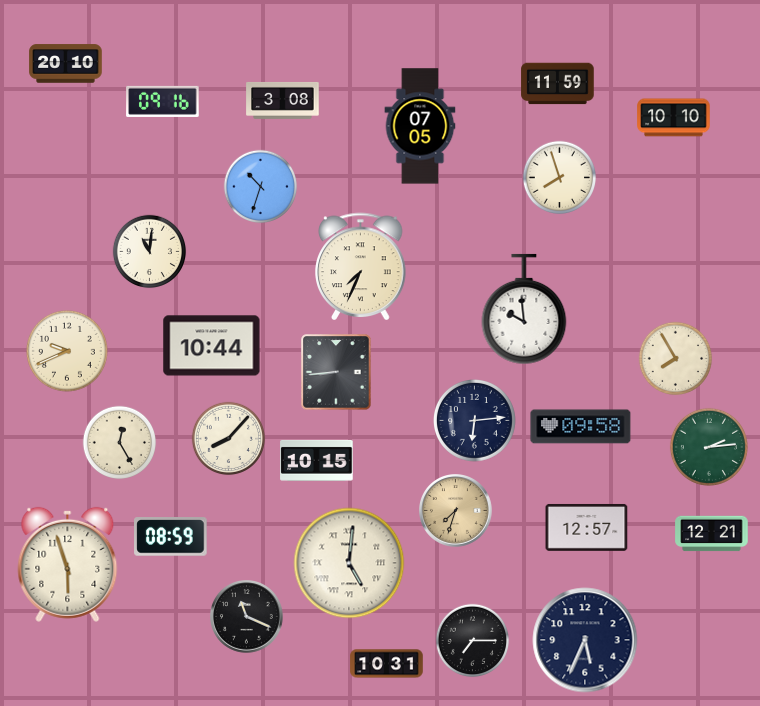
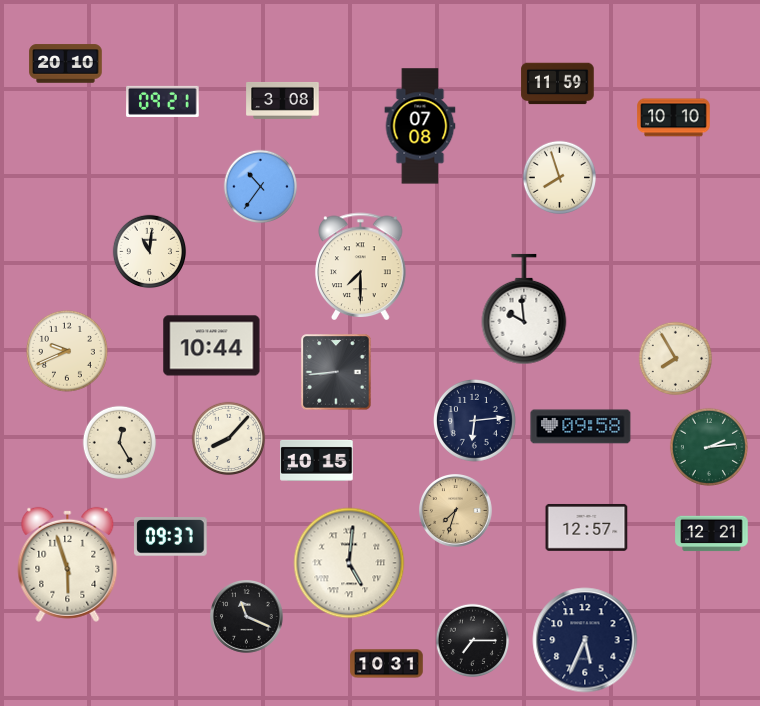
clock at (163, 101): 09:16 -> 09:21
clock at (420, 126): 07:05 -> 07:08
clock at (261, 187): 10:33 -> 10:36
clock at (361, 266): 7:34 -> 7:30
clock at (171, 537): 08:59 -> 09:37
